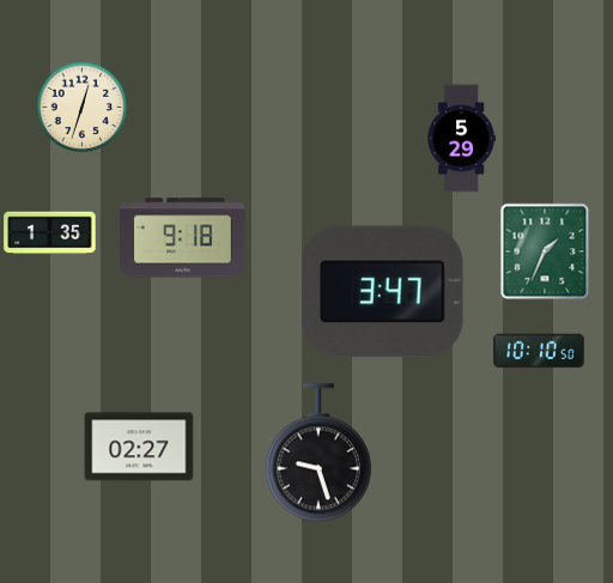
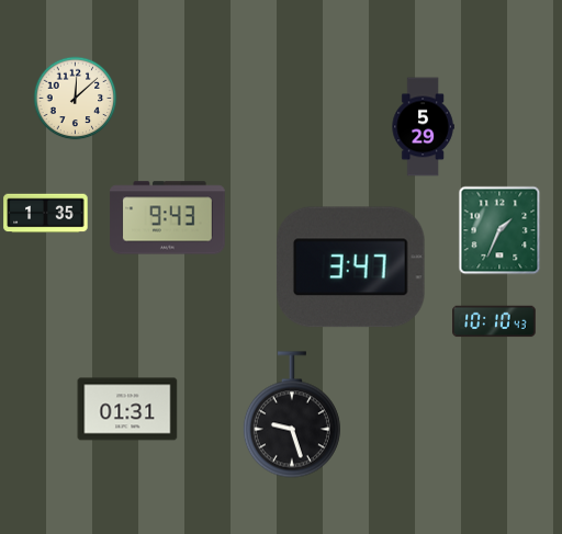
clock at (83, 108): 12:33 -> 12:08
clock at (183, 238): 9:18 -> 9:43
clock at (539, 351): 10:10:50 -> 10:10:43
clock at (139, 447): 02:27 -> 01:31
